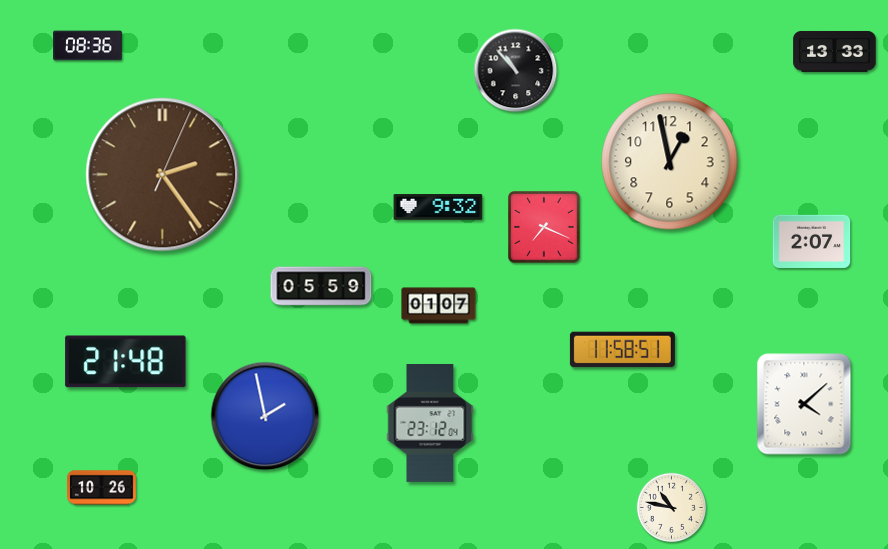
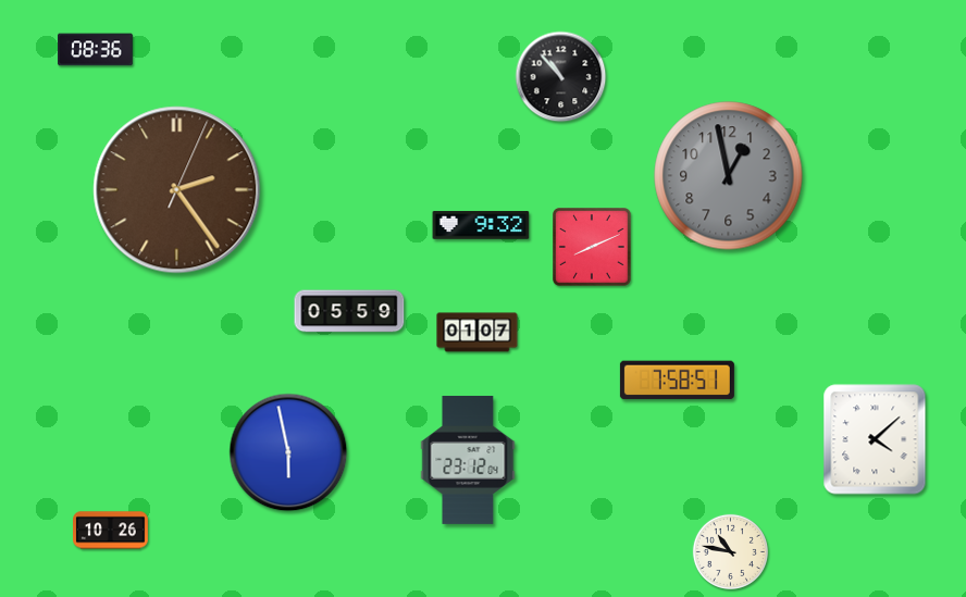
clock at (835, 51): 13:33 -> none
clock at (670, 162) dial: cream -> grey
clock at (438, 207) position: (438, 207) -> (481, 225)
clock at (545, 228): 7:19 -> 8:11
clock at (812, 241): 2:07 -> none
clock at (622, 350): 11:58 -> 7:58
clock at (126, 362): 21:48 -> none
clock at (265, 416): 1:58 -> 5:58
